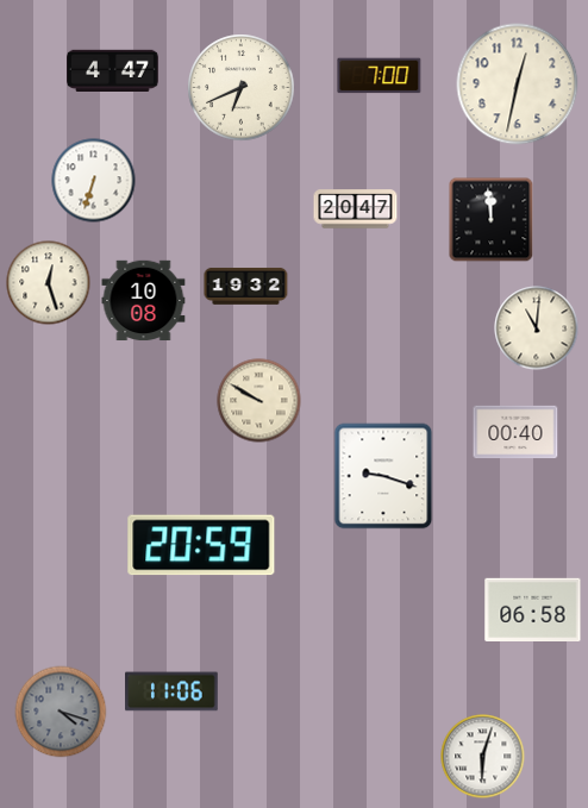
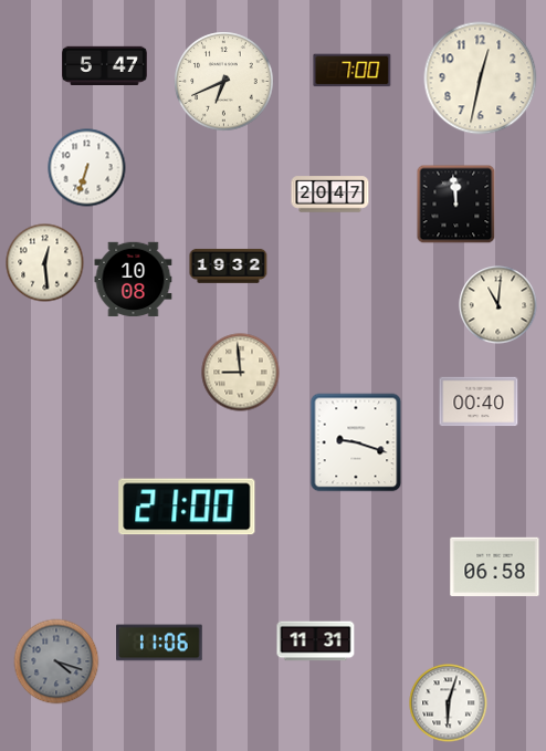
clock at (113, 70): 4:47 -> 5:47
clock at (49, 283): 12:27 -> 12:29
clock at (259, 401): 9:50 -> 8:59
clock at (201, 545): 20:59 -> 21:00
clock at (316, 642): none -> 11:31
